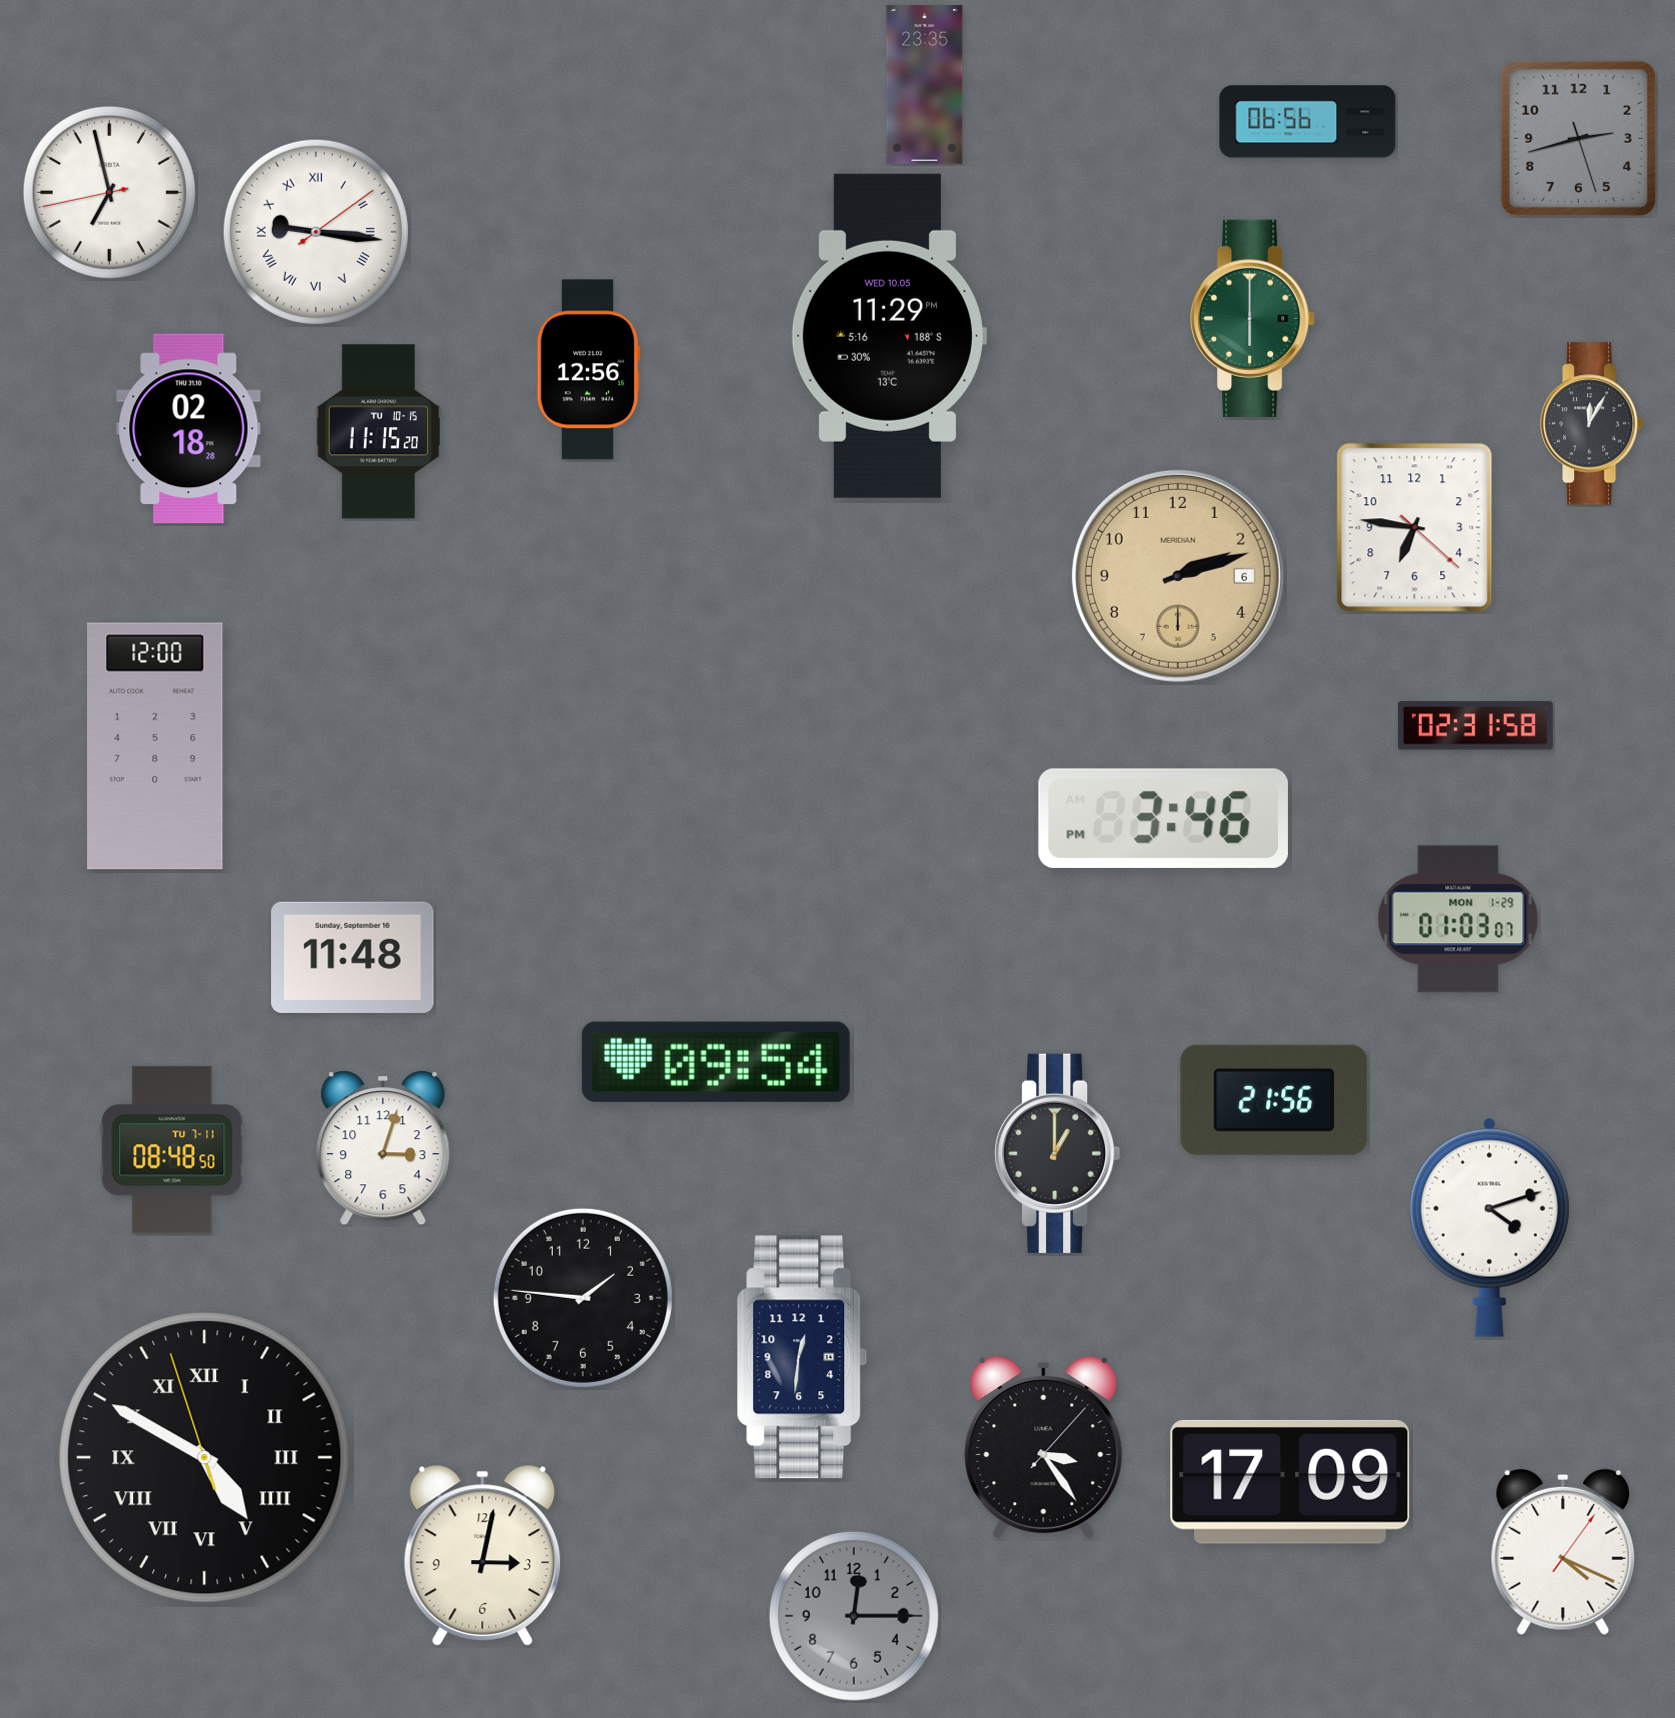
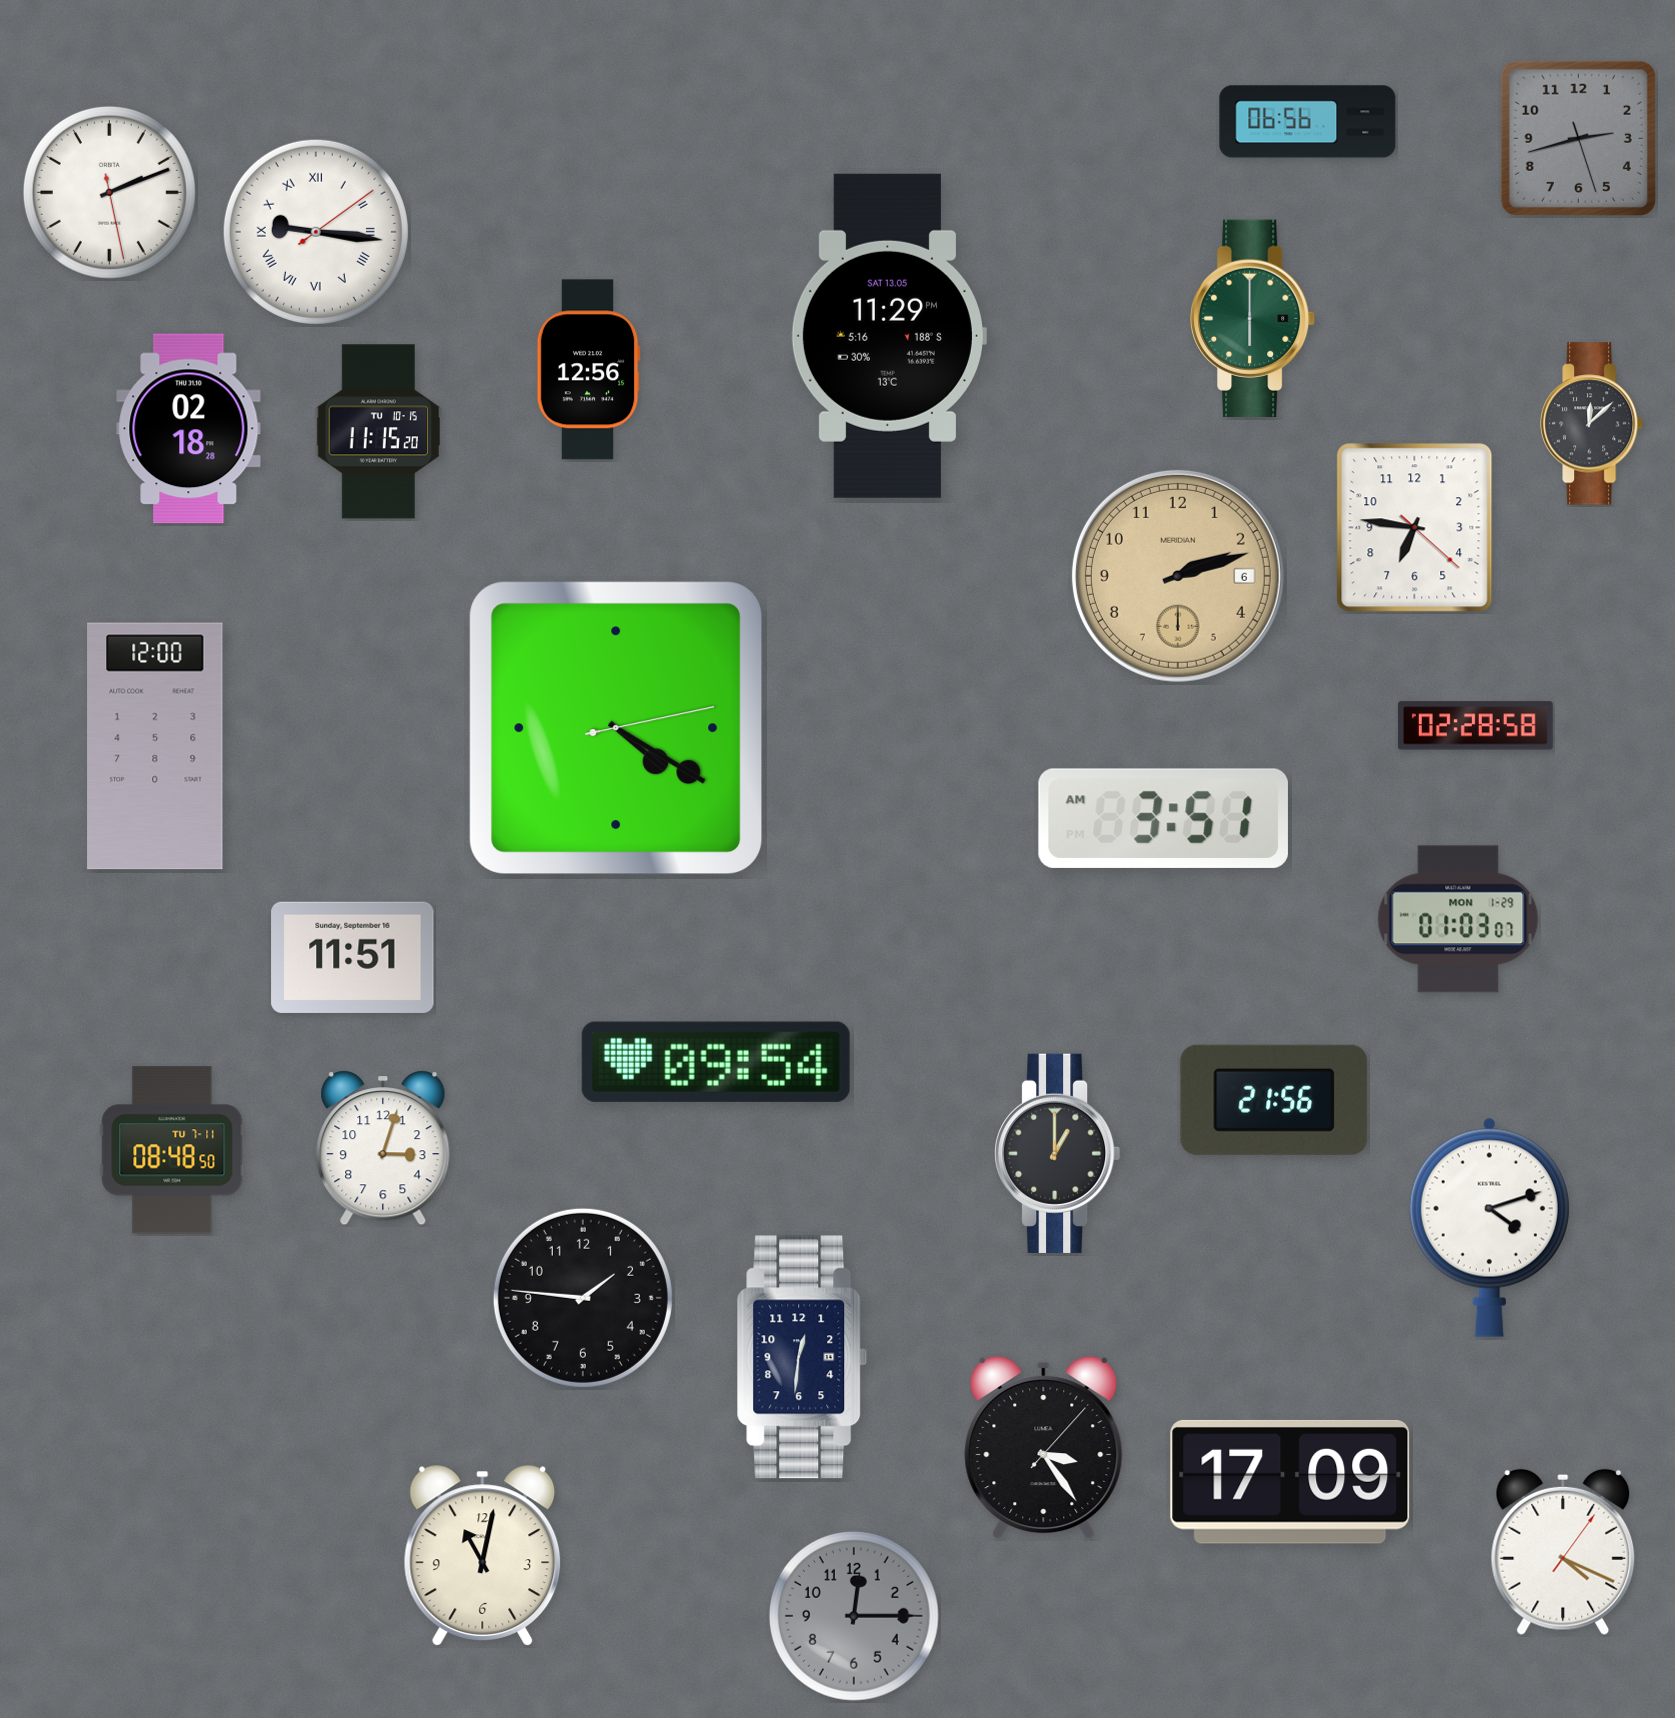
clock at (925, 85): 23:35 -> none
clock at (109, 192): 6:57 -> 2:11
clock at (888, 336) date: WED 10.05 -> SAT 13.05
clock at (1592, 424): 12:05 -> 12:08
clock at (1475, 726): 02:31 -> 02:28
clock at (616, 728): none -> 4:20
clock at (1163, 818): 3:46 -> 3:51
clock at (353, 957): 11:48 -> 11:51
clock at (205, 1458): 4:49 -> none
clock at (483, 1556): 3:02 -> 11:02
